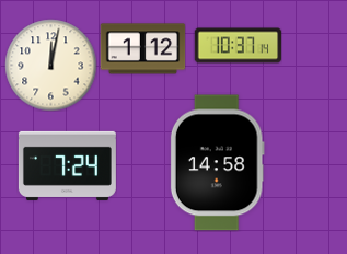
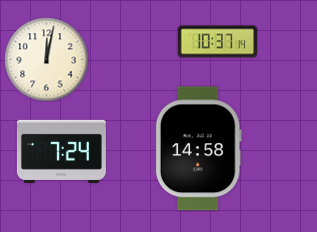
clock at (142, 49): 1:12 -> none
